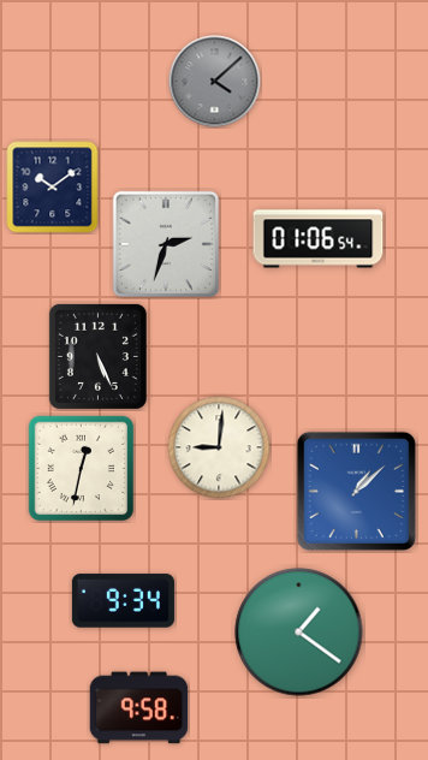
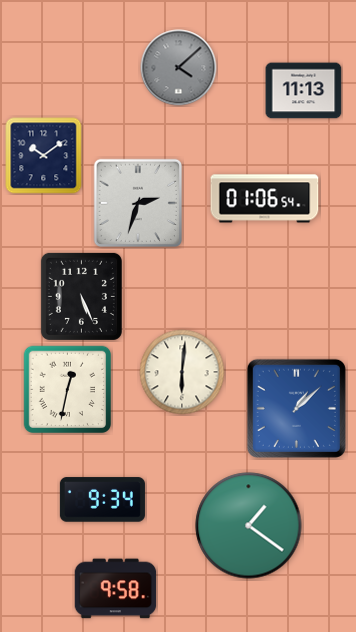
clock at (304, 91): none -> 11:13
clock at (219, 447): 9:01 -> 6:01
